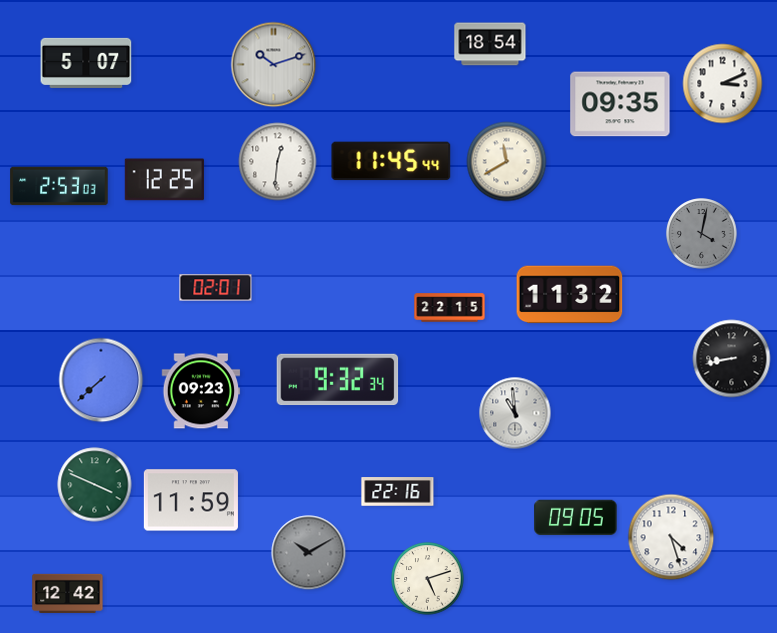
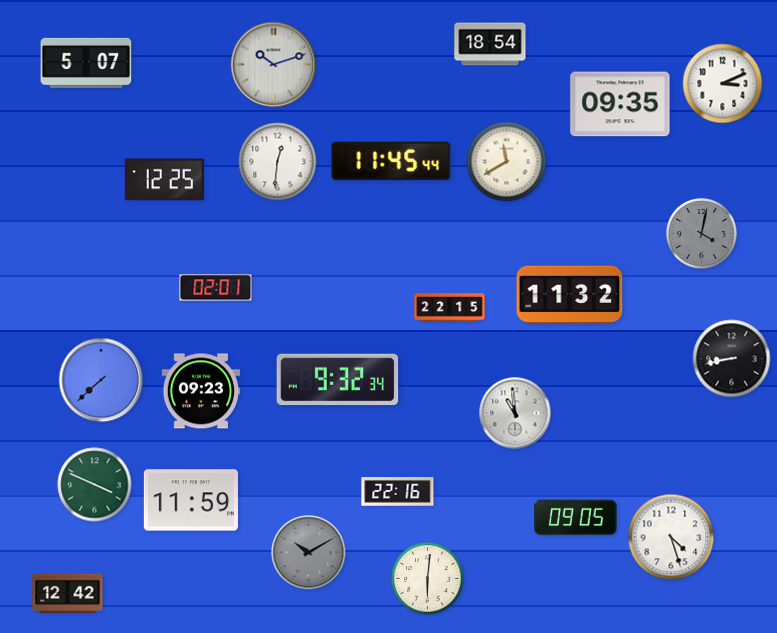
clock at (59, 186): 2:53 -> none
clock at (428, 579): 5:12 -> 6:01
